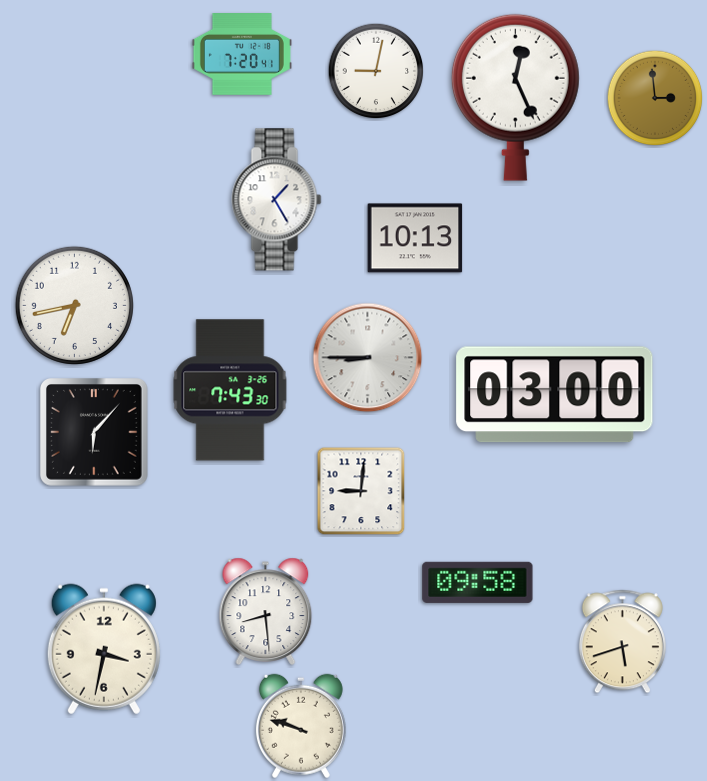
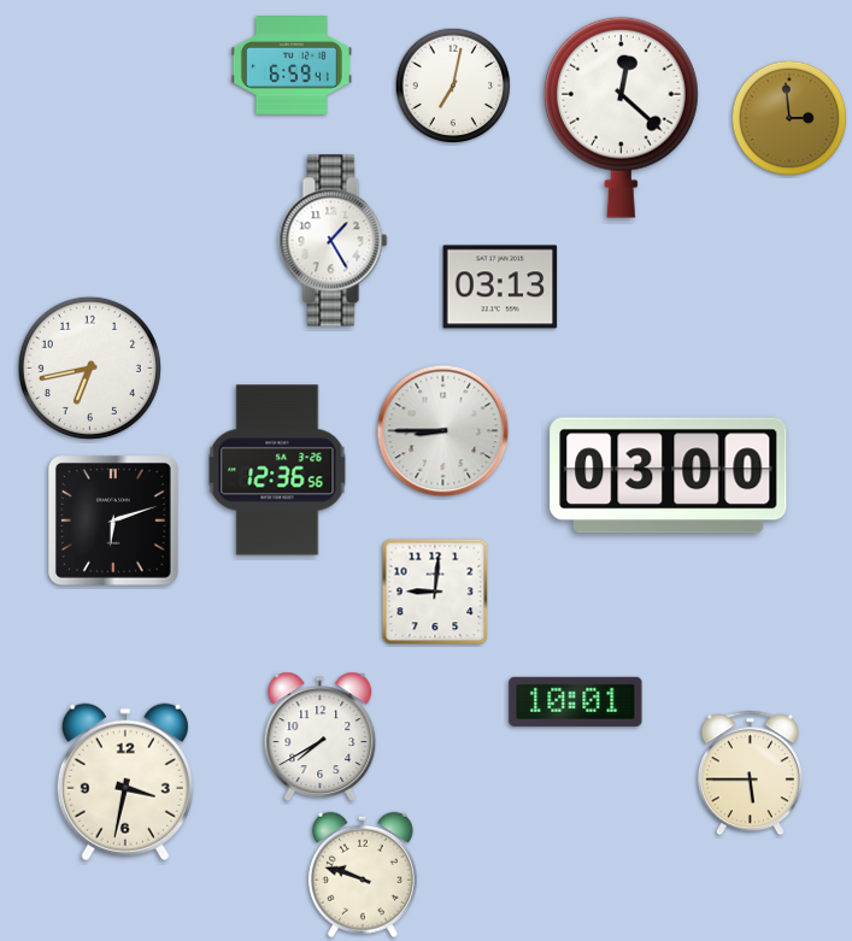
clock at (242, 55): 7:20 -> 6:59
clock at (376, 71): 9:02 -> 7:02
clock at (515, 97): 12:26 -> 12:22
clock at (415, 238): 10:13 -> 03:13
clock at (230, 390): 7:43 -> 12:36
clock at (95, 433): 6:07 -> 6:12
clock at (478, 582): 09:58 -> 10:01
clock at (266, 611): 8:29 -> 7:40
clock at (622, 642): 5:42 -> 5:45
